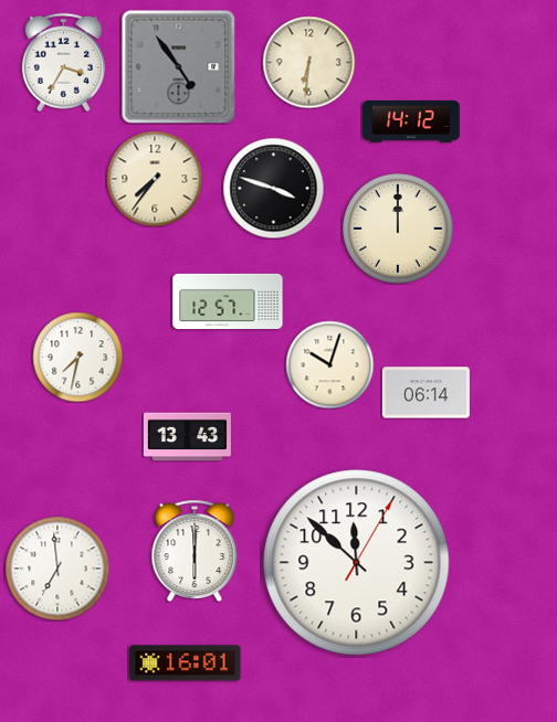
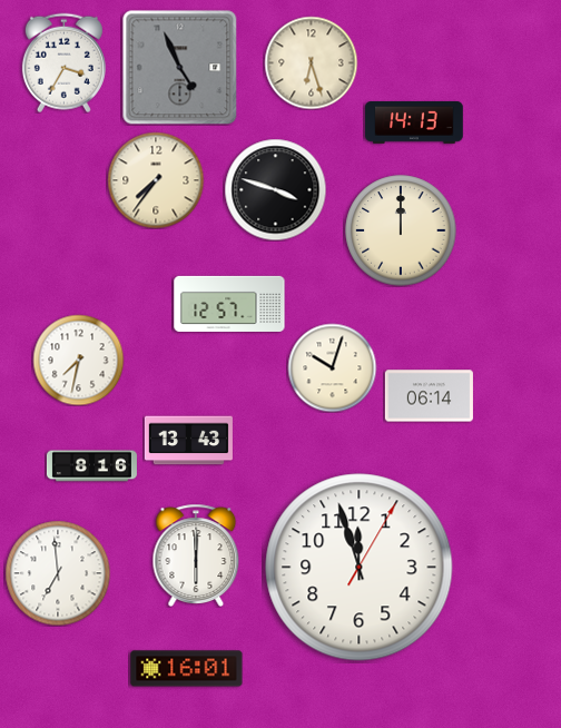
clock at (308, 62): 6:31 -> 6:27
clock at (178, 66): 4:54 -> 4:56
clock at (411, 123): 14:12 -> 14:13
clock at (91, 466): none -> 8:16
clock at (357, 563): 11:52 -> 11:57
